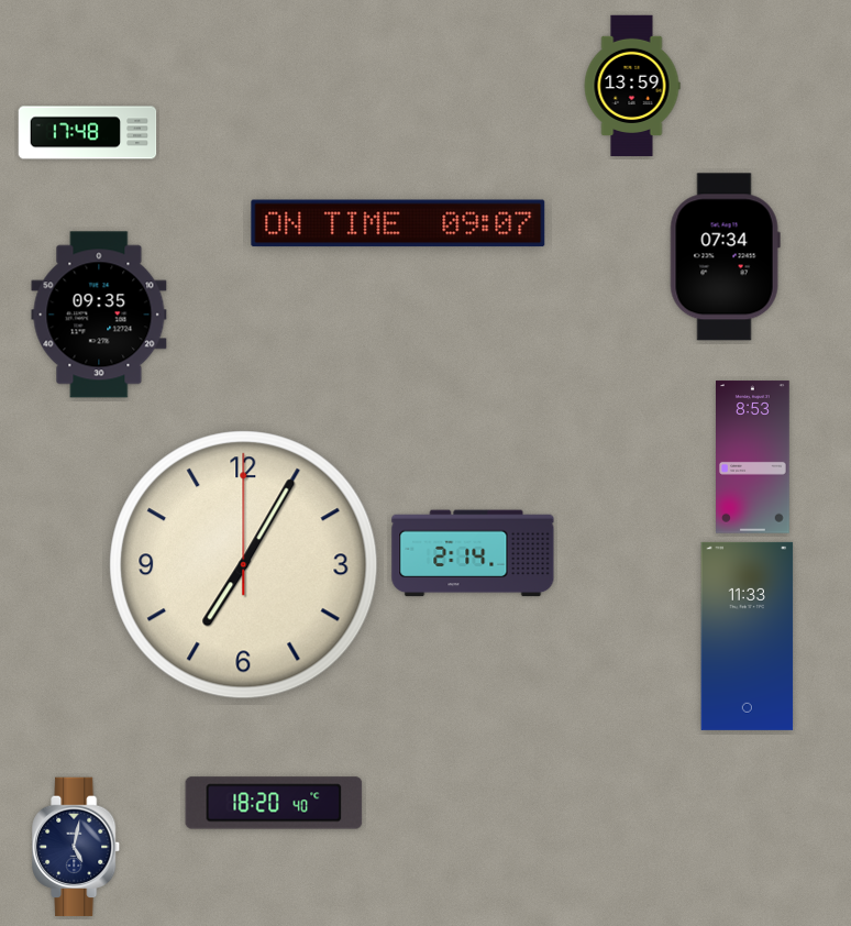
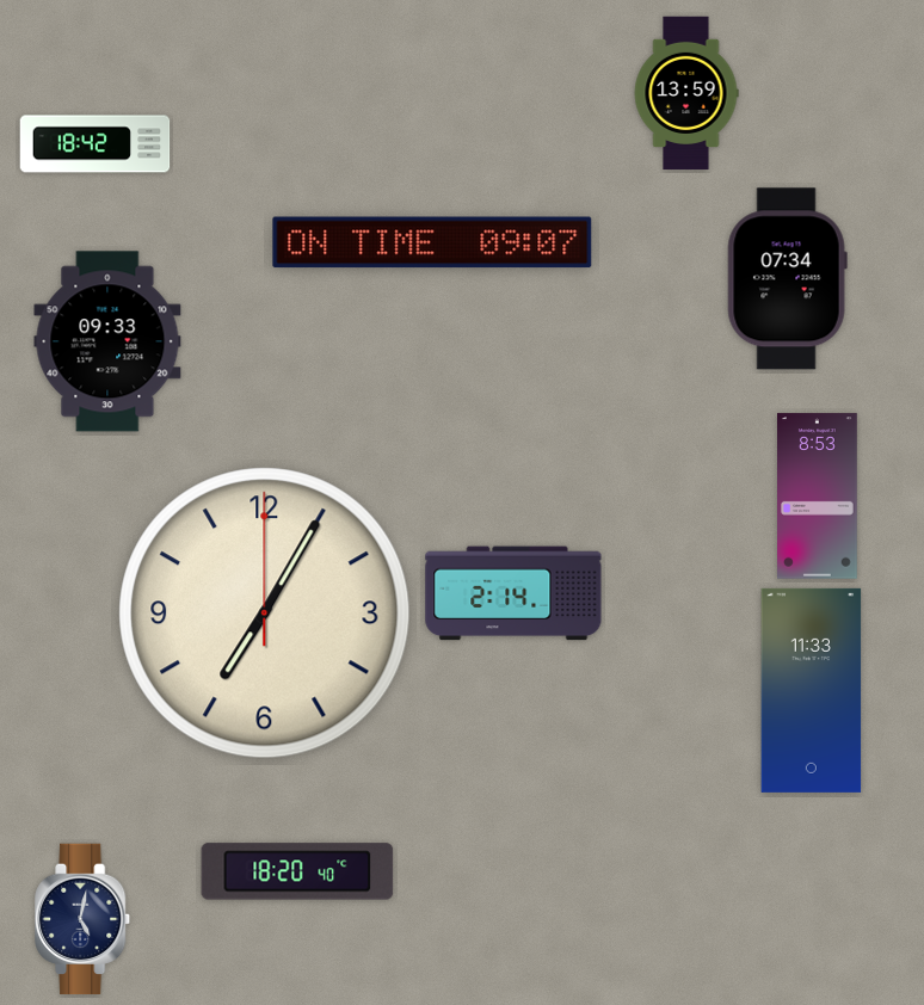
clock at (88, 133): 17:48 -> 18:42
clock at (99, 315): 09:35 -> 09:33
clock at (473, 553) position: (473, 553) -> (513, 593)
